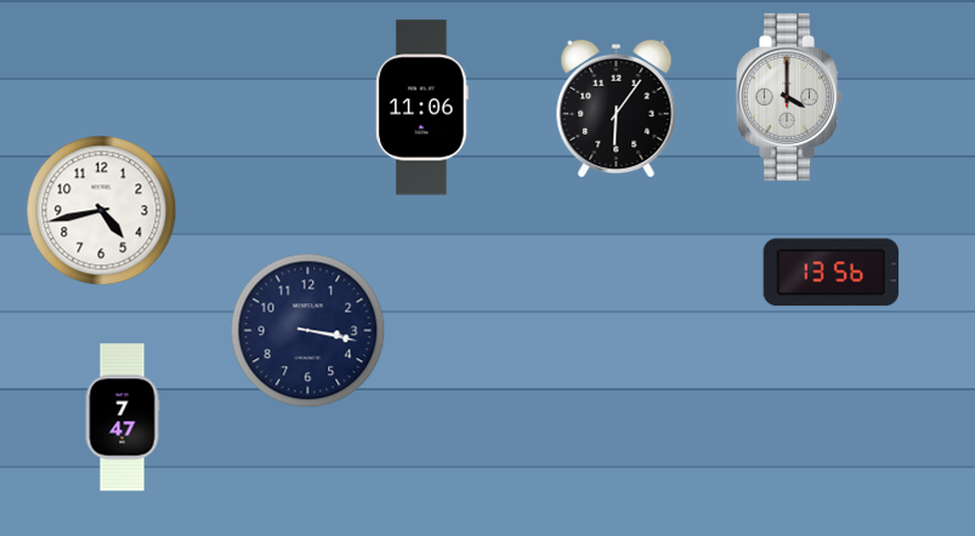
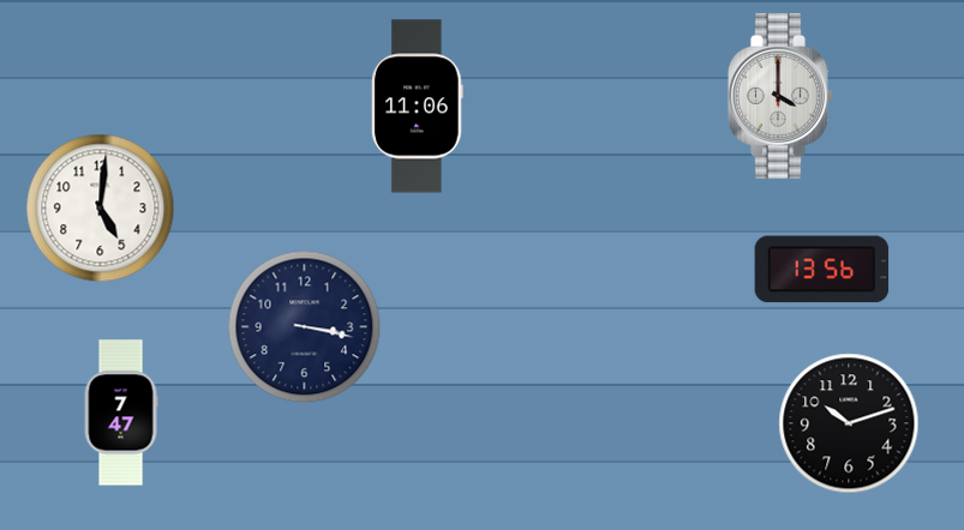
clock at (617, 108): 6:06 -> none
clock at (102, 211): 4:43 -> 5:01
clock at (849, 423): none -> 10:12
